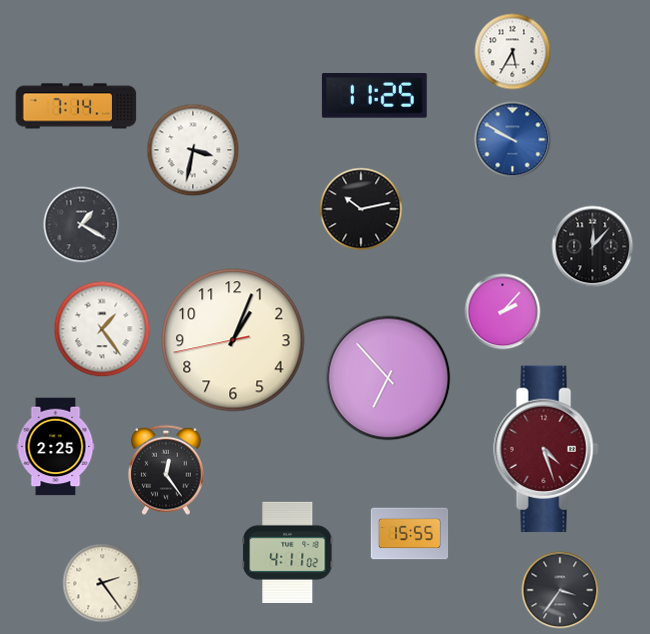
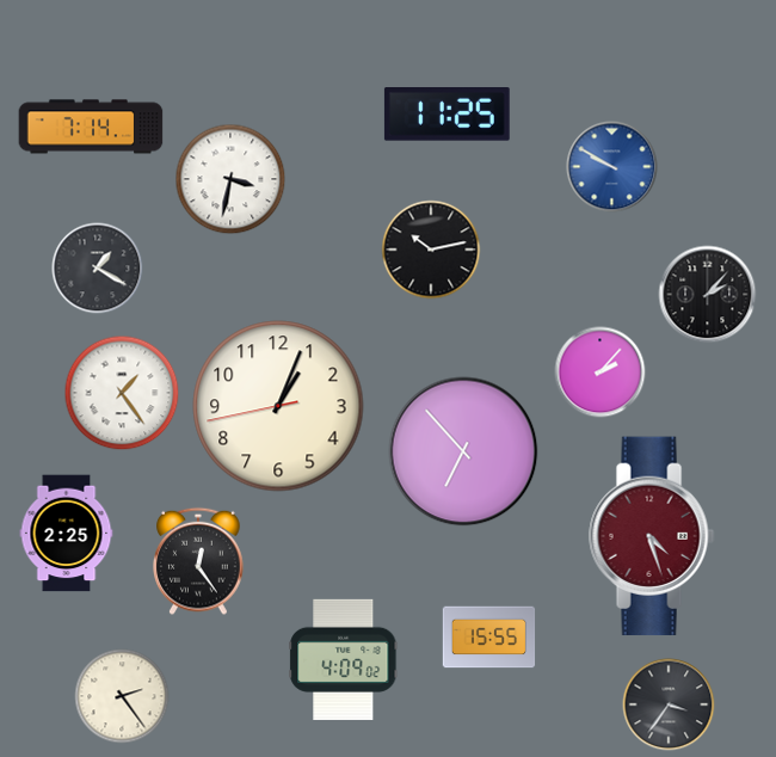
clock at (513, 52): 5:35 -> none
clock at (593, 247): 12:07 -> 2:07
clock at (288, 552): 4:11 -> 4:09
